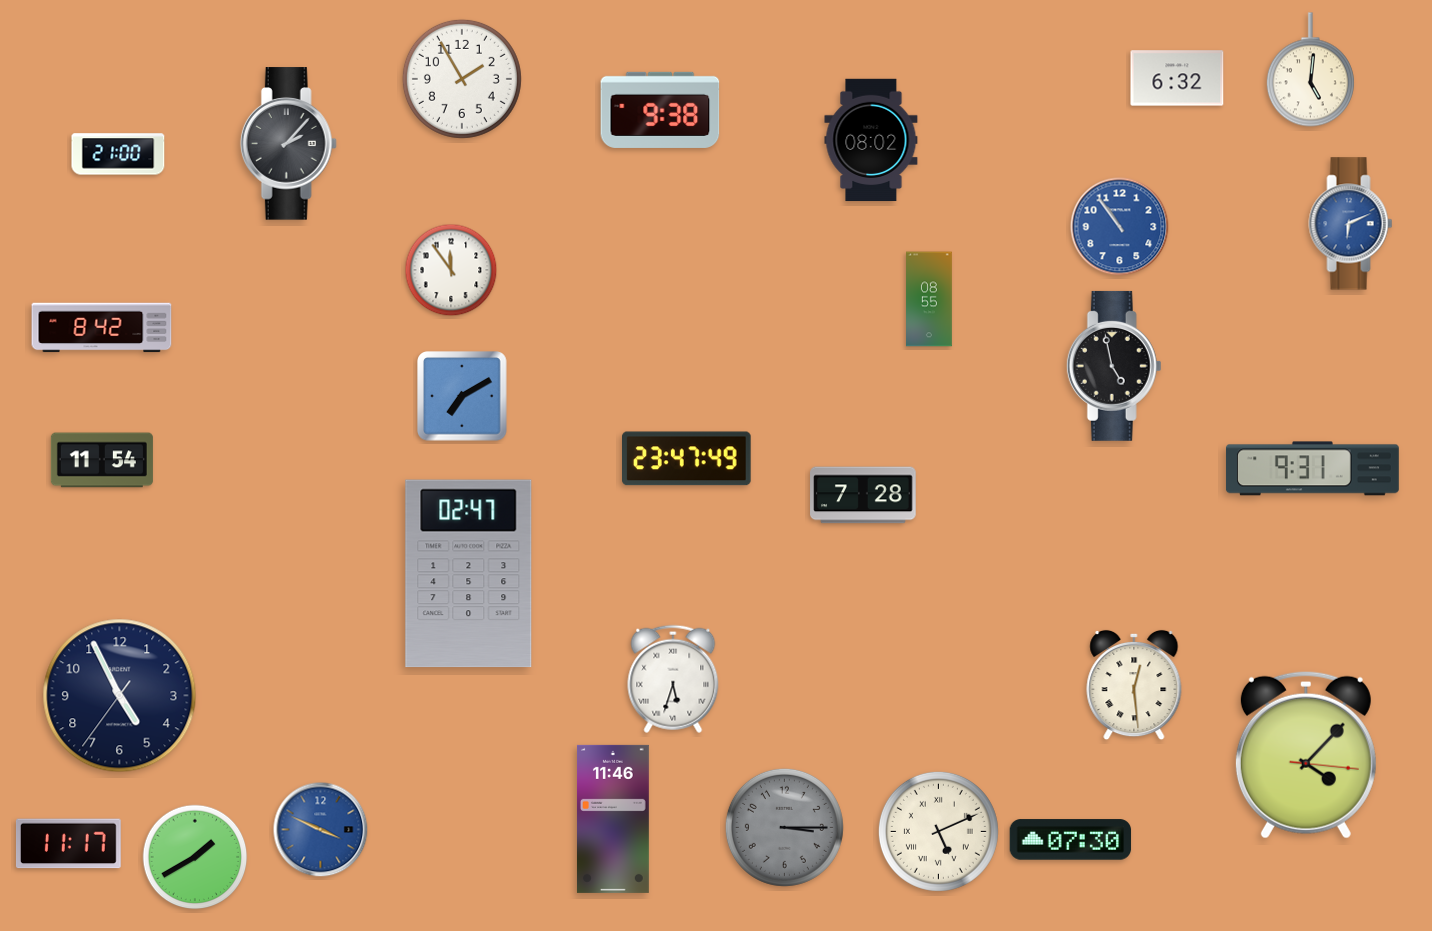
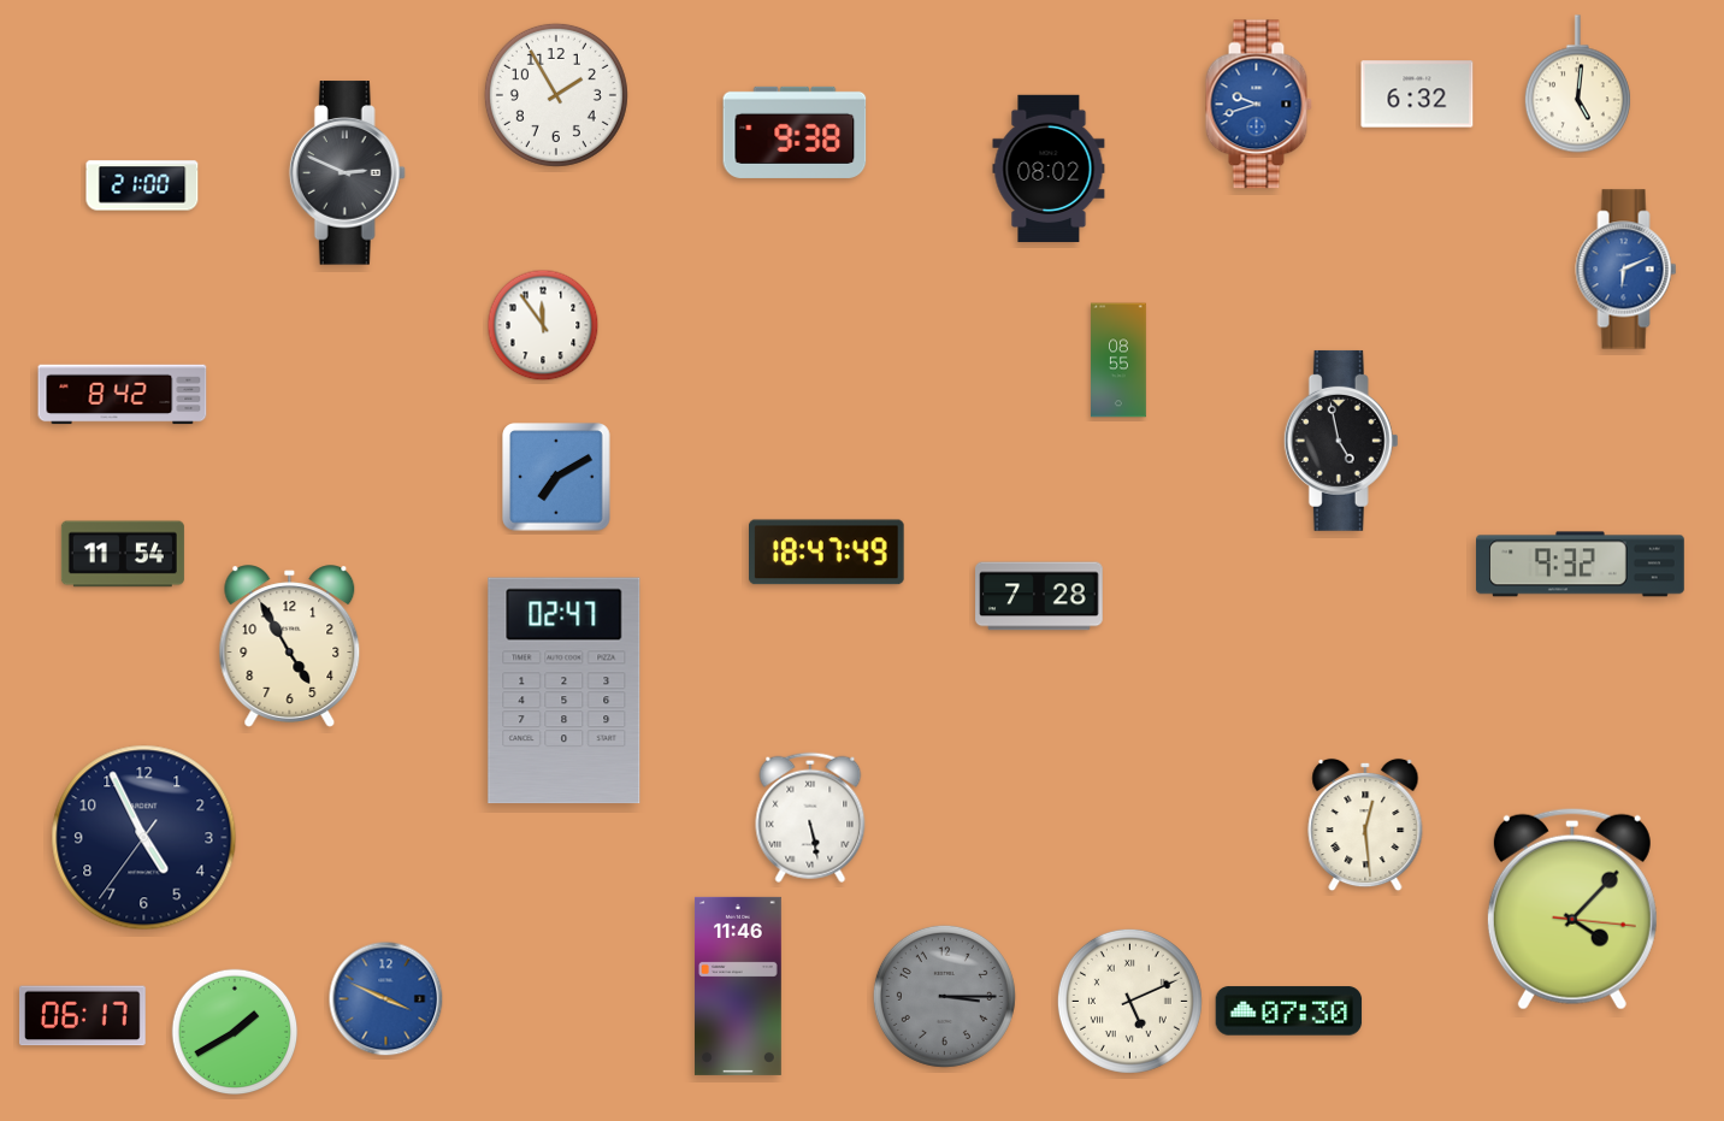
clock at (1258, 105): none -> 9:42
clock at (288, 144): 2:07 -> 2:49
clock at (1120, 227): 10:54 -> none
clock at (687, 459): 23:47 -> 18:47
clock at (1312, 469): 9:31 -> 9:32
clock at (290, 647): none -> 4:55
clock at (673, 679): 5:33 -> 5:28
clock at (68, 844): 11:17 -> 06:17
